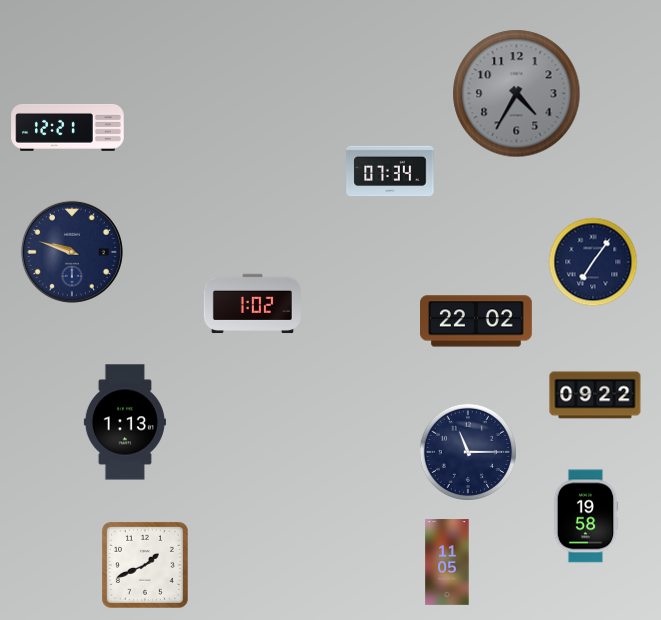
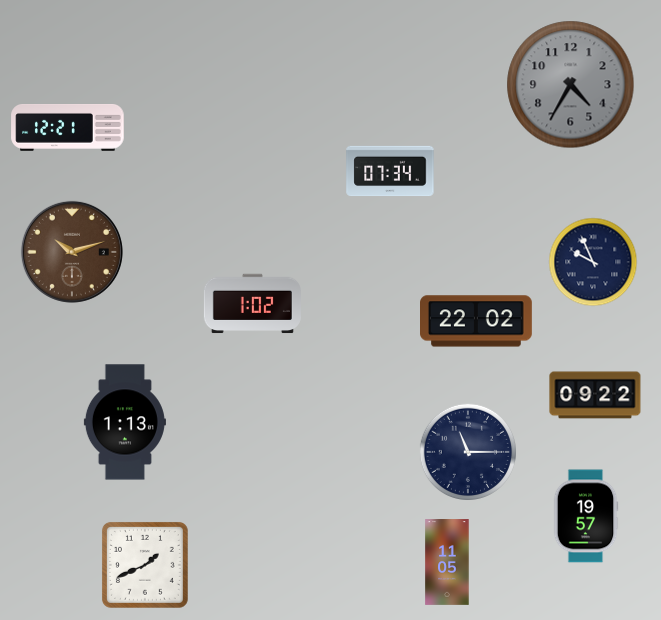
clock at (517, 94) position: (517, 94) -> (571, 85)
clock at (72, 252): 9:48 -> 10:12
clock at (72, 252) dial: navy -> brown
clock at (593, 262): 7:06 -> 9:56
clock at (586, 516): 19:58 -> 19:57
